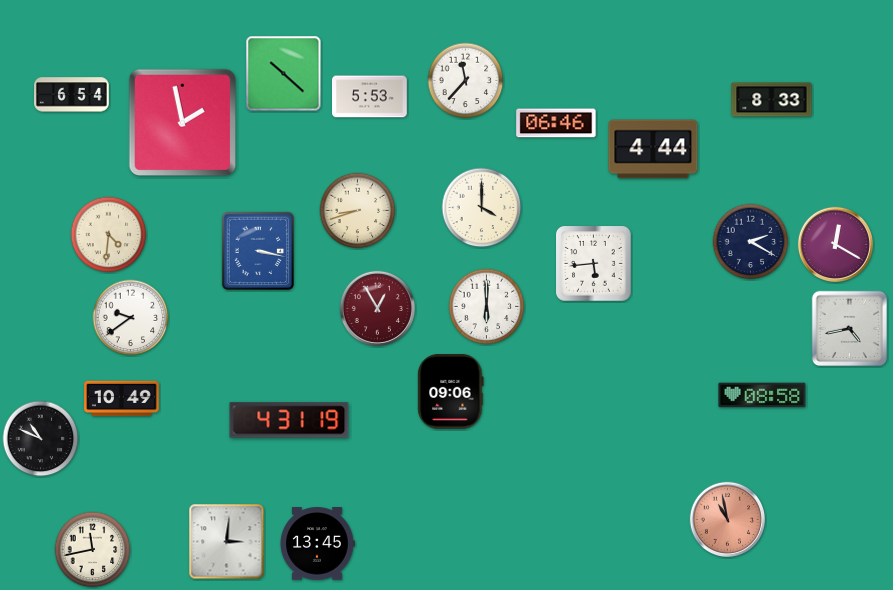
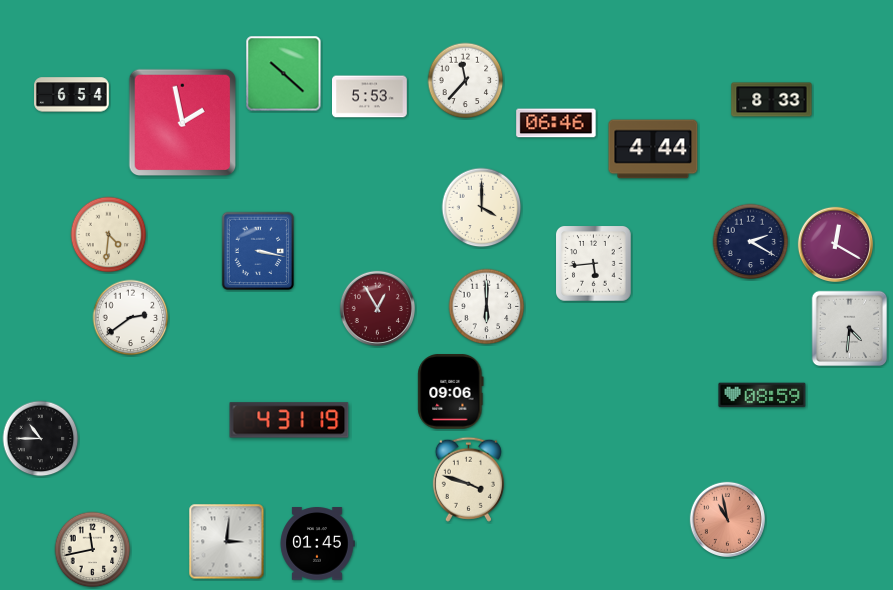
clock at (358, 211): 8:42 -> none
clock at (131, 318): 9:39 -> 2:39
clock at (850, 329): 4:43 -> 4:31
clock at (762, 395): 08:58 -> 08:59
clock at (122, 399): 10:49 -> none
clock at (41, 439): 10:49 -> 10:45
clock at (468, 479): none -> 3:48
clock at (317, 544): 13:45 -> 01:45
